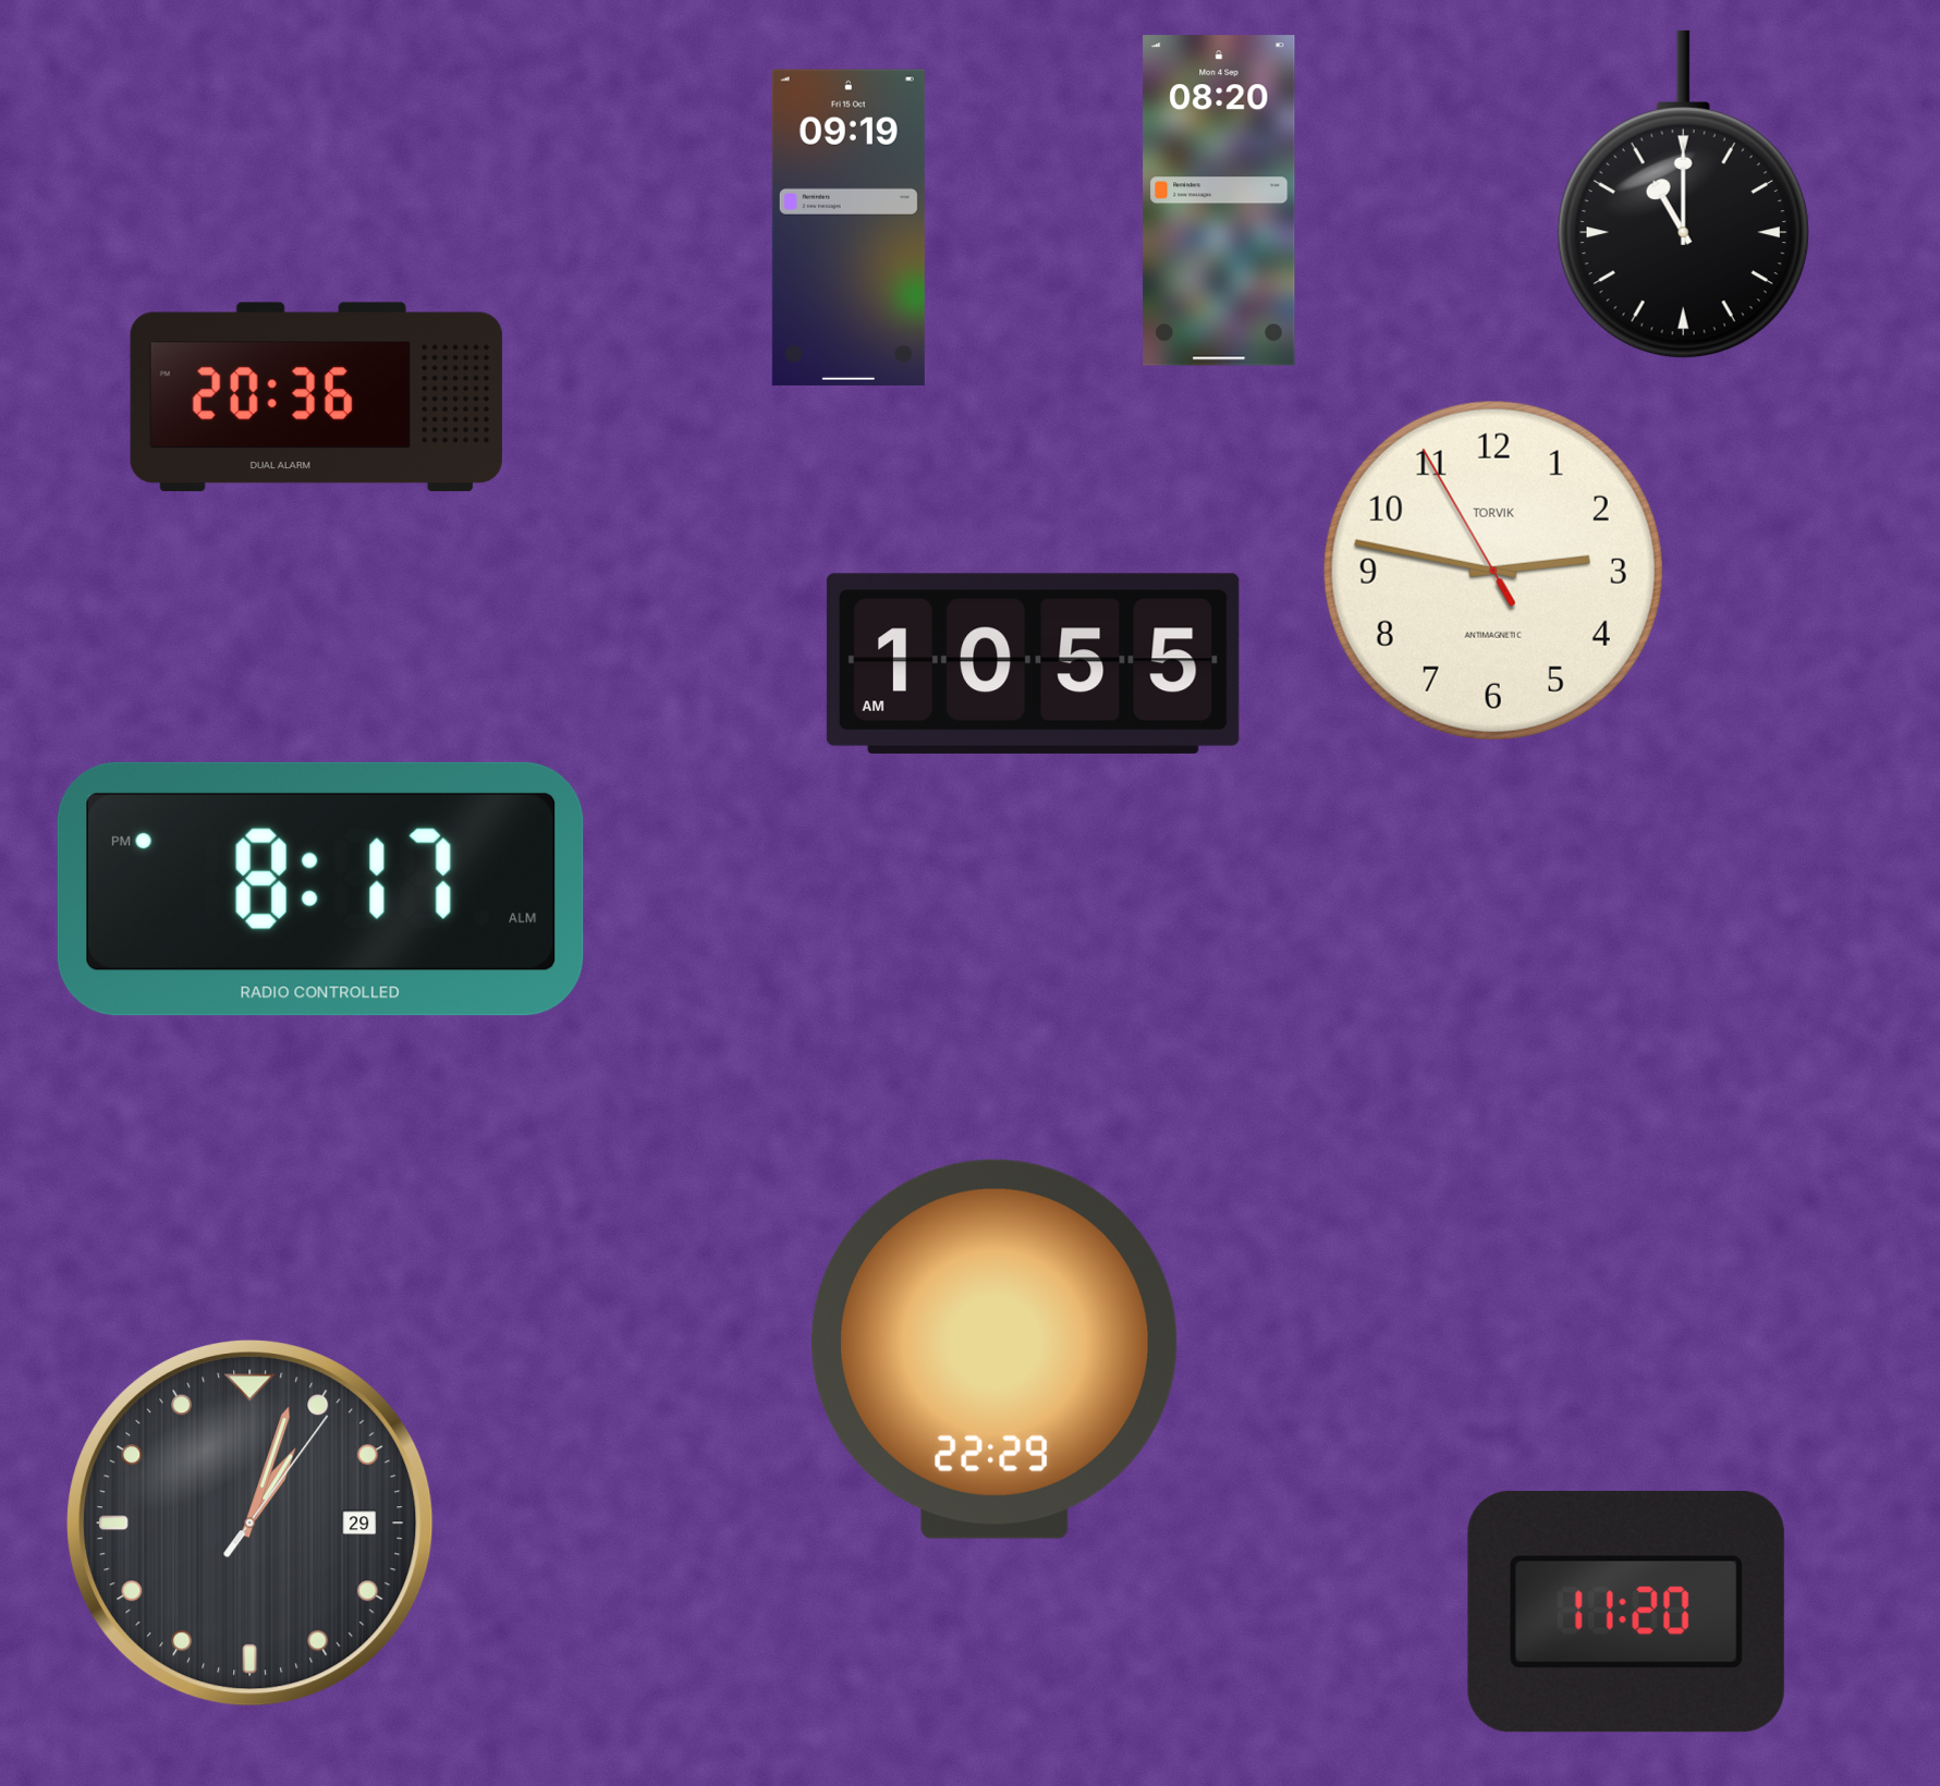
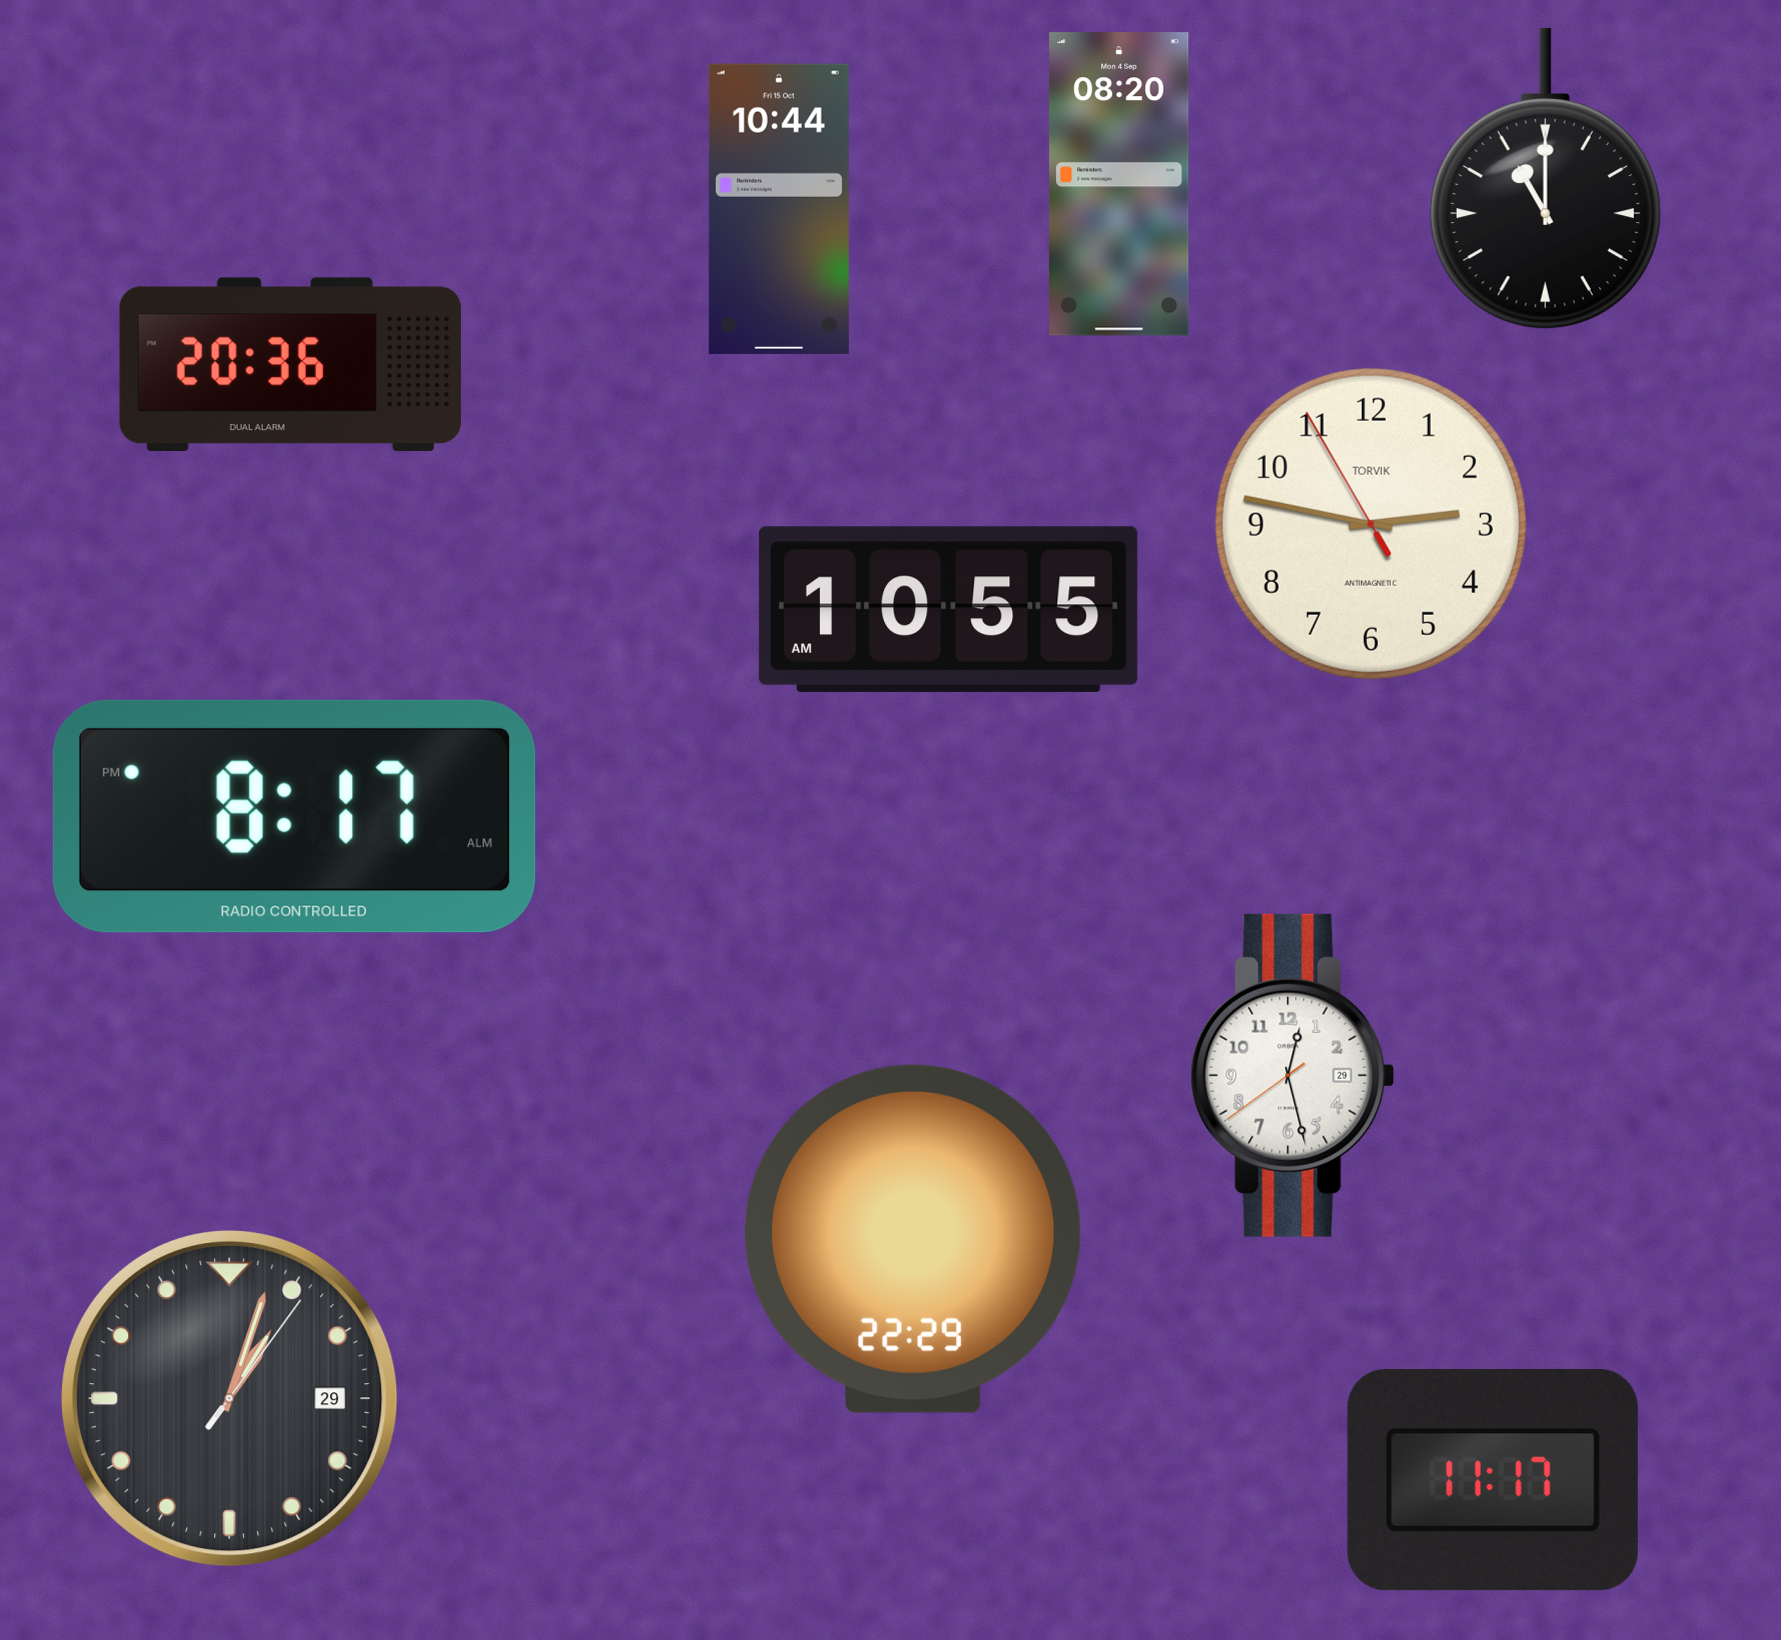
clock at (849, 228): 09:19 -> 10:44
clock at (1293, 1075): none -> 12:27
clock at (1626, 1612): 11:20 -> 11:17
